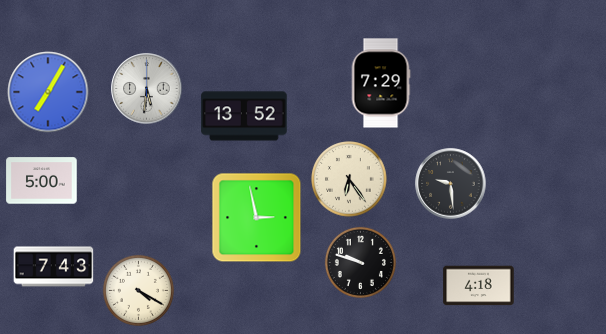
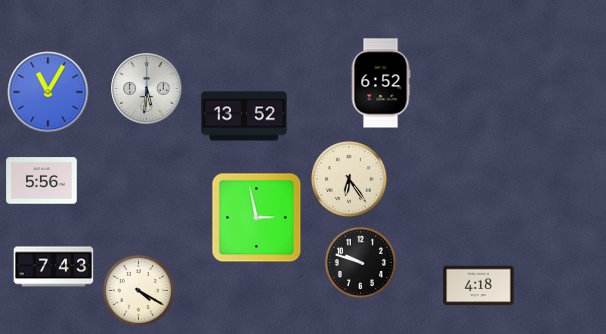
clock at (381, 83): 7:29 -> 6:52
clock at (48, 92): 7:05 -> 11:05
clock at (42, 181): 5:00 -> 5:56
clock at (451, 184): 9:29 -> none
